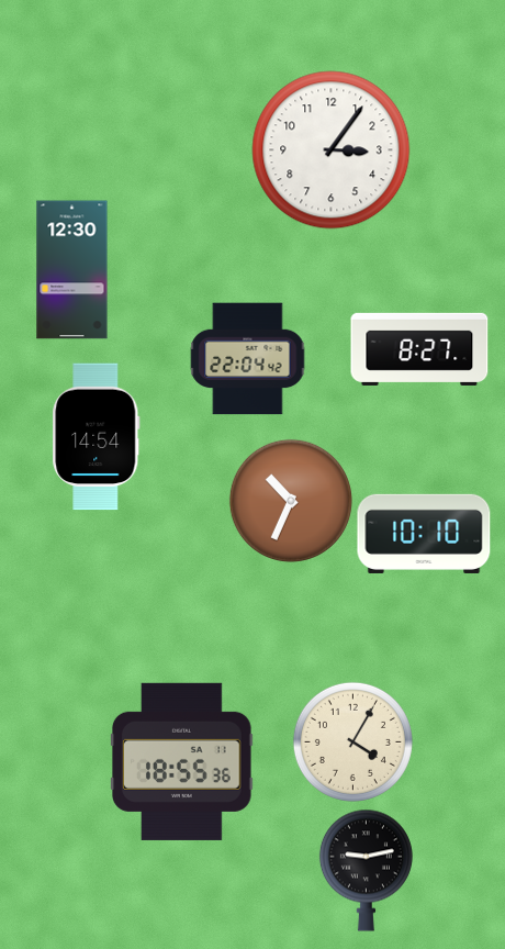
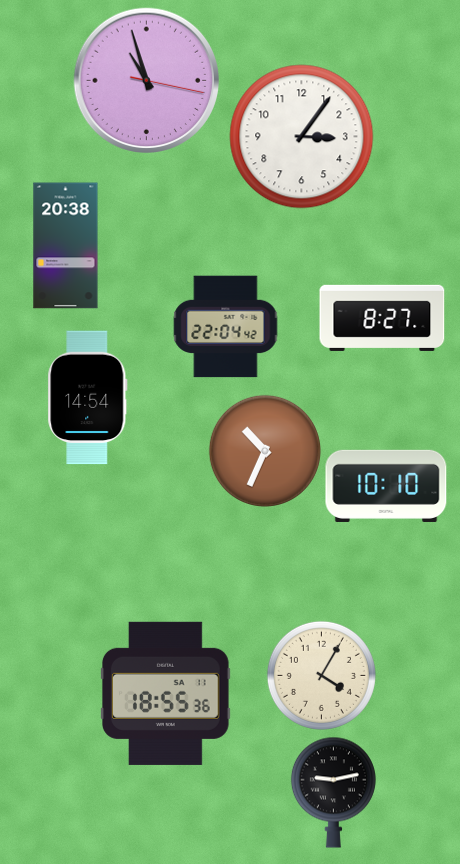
clock at (146, 80): none -> 10:57
clock at (72, 270): 12:30 -> 20:38
clock at (291, 501) position: (291, 501) -> (265, 451)
